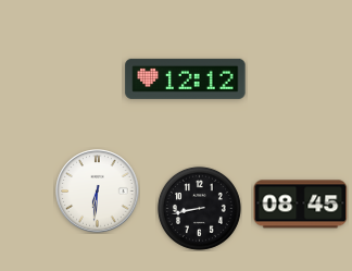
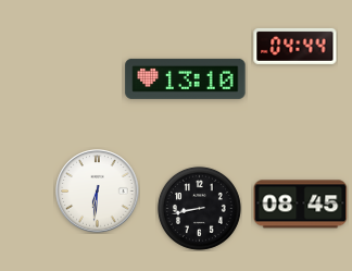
clock at (296, 46): none -> 04:44
clock at (186, 78): 12:12 -> 13:10
